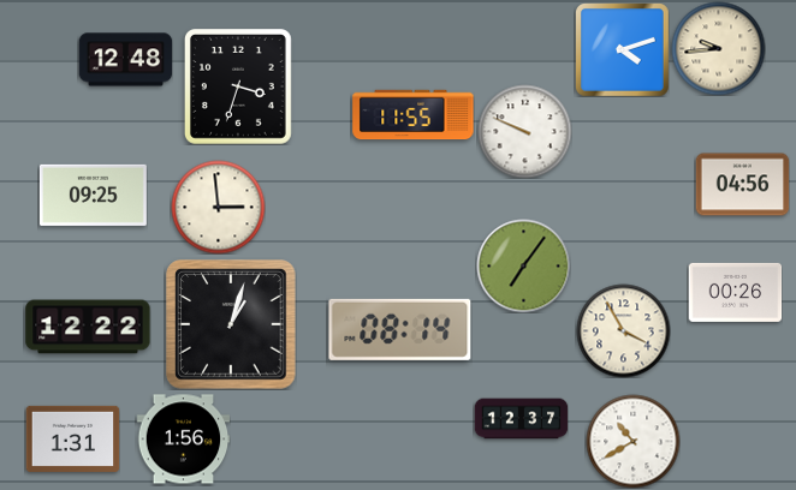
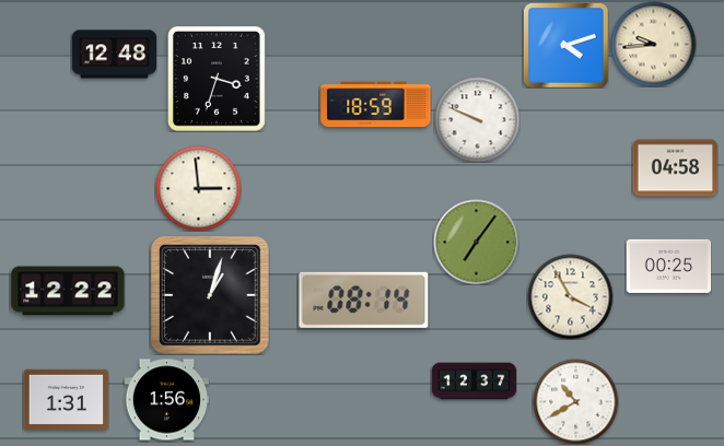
clock at (414, 115): 11:55 -> 18:59
clock at (742, 185): 04:56 -> 04:58
clock at (93, 195): 09:25 -> none
clock at (735, 292): 00:26 -> 00:25
clock at (88, 327) position: (88, 327) -> (68, 291)
clock at (623, 330) position: (623, 330) -> (570, 296)
